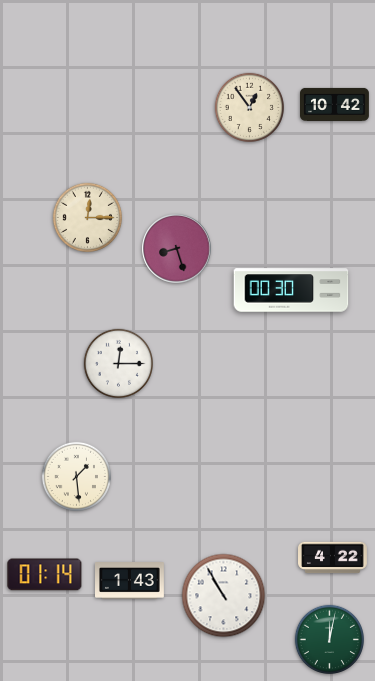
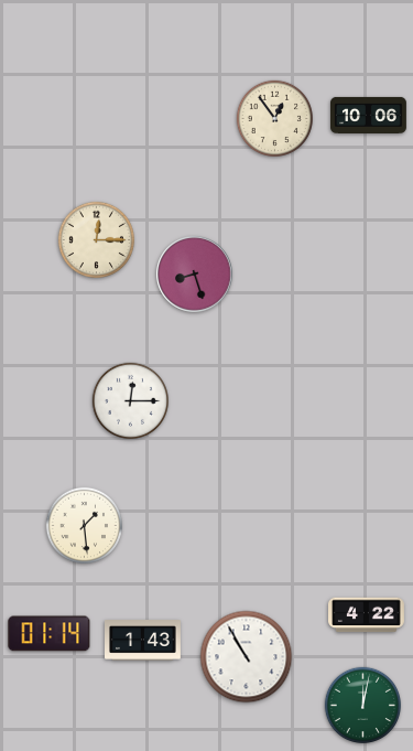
clock at (335, 104): 10:42 -> 10:06
clock at (291, 290): 00:30 -> none
